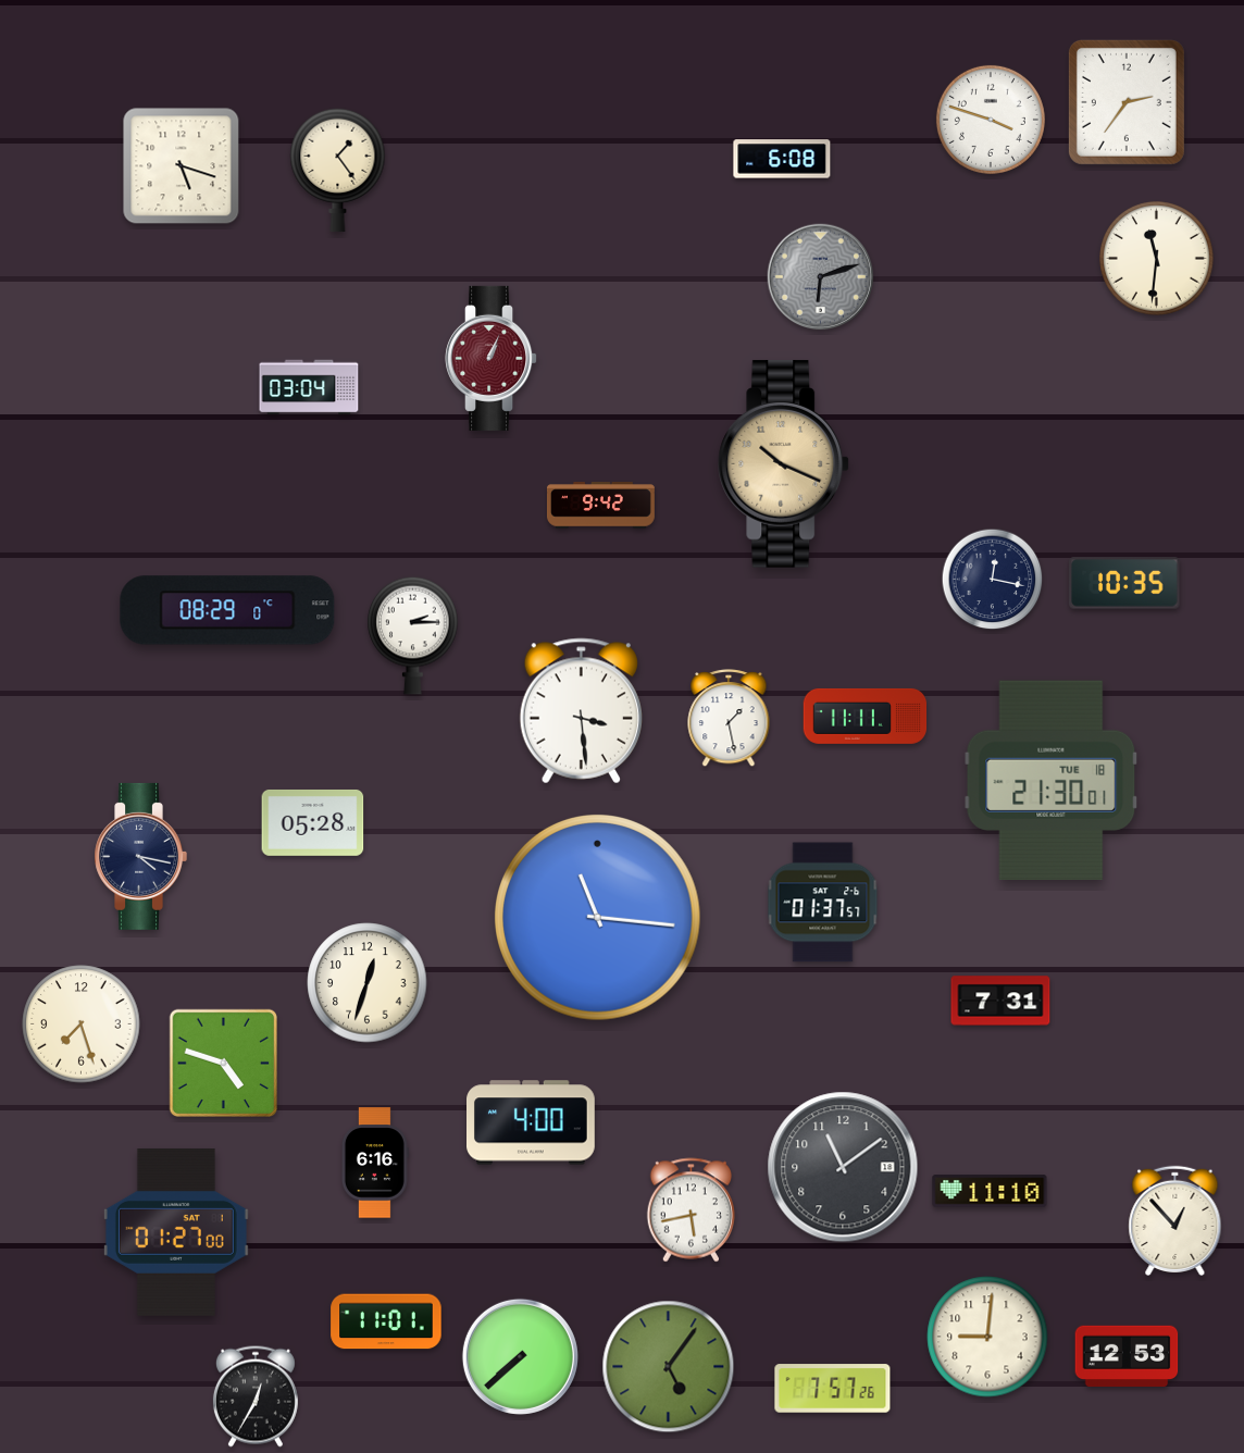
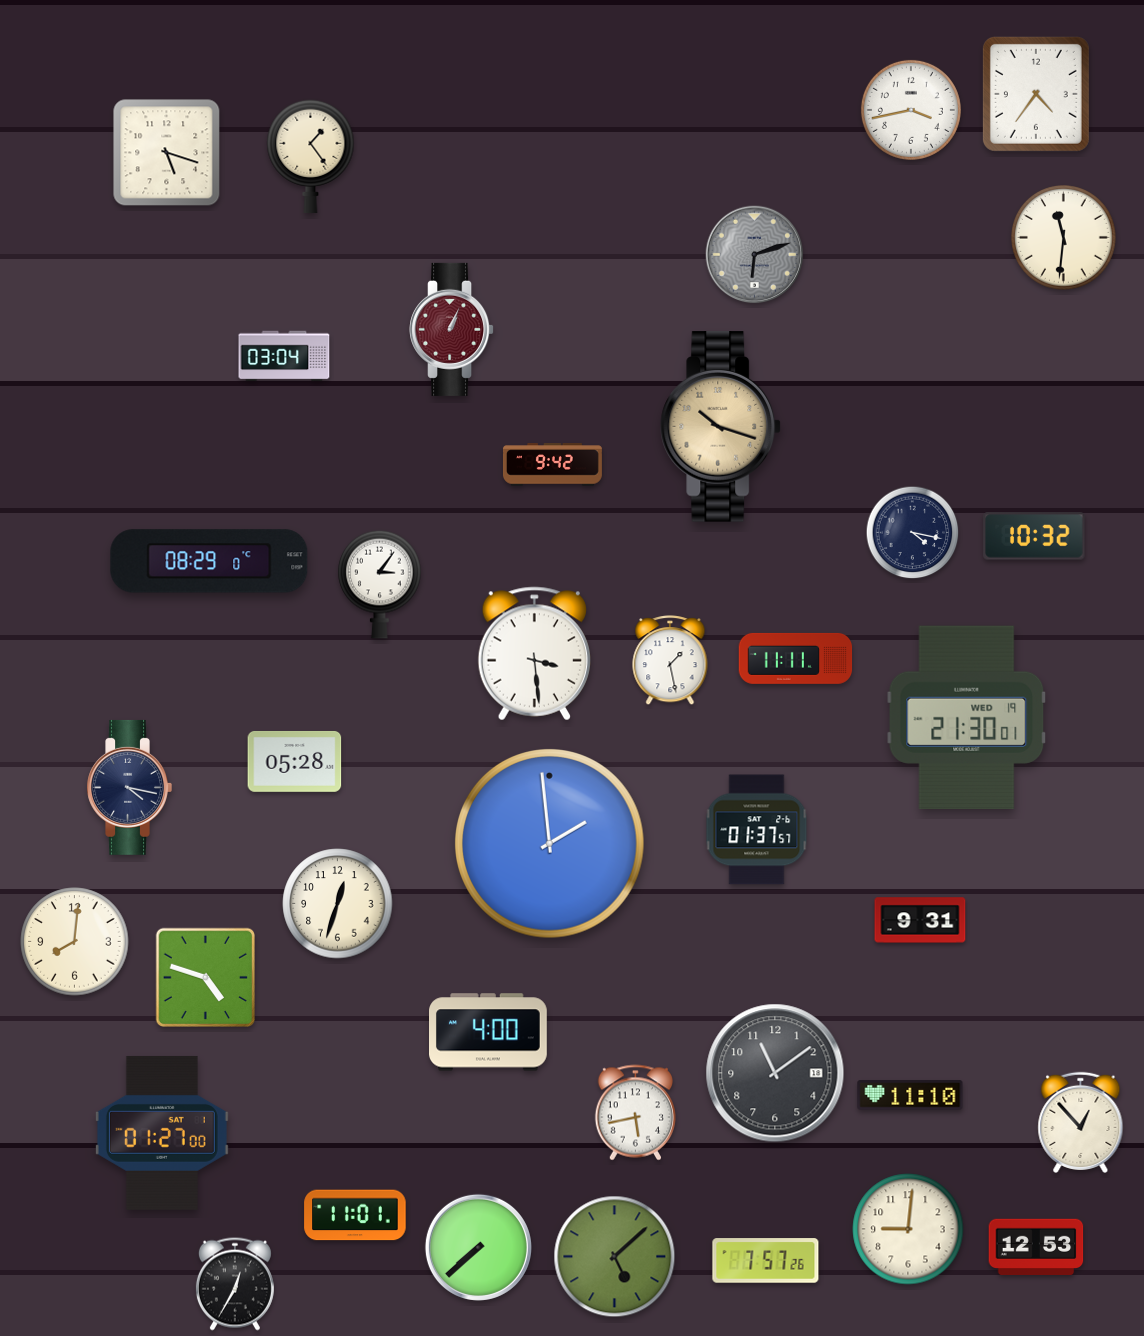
clock at (1127, 102): 2:36 -> 4:36
clock at (991, 120): 3:48 -> 3:43
clock at (782, 159): 6:08 -> none
clock at (784, 464): 10:19 -> 10:18
clock at (993, 580): 12:17 -> 4:17
clock at (1124, 583): 10:35 -> 10:32
clock at (413, 635): 2:15 -> 3:06
clock at (1052, 781) date: TUE 18 -> WED 19
clock at (313, 822) position: (313, 822) -> (295, 761)
clock at (598, 918): 11:16 -> 1:59
clock at (1000, 1001): 7:31 -> 9:31
clock at (82, 1024): 7:27 -> 8:01
clock at (375, 1163): 6:16 -> none
clock at (669, 1367): 5:06 -> 5:08
clock at (833, 1389) position: (833, 1389) -> (766, 1261)
